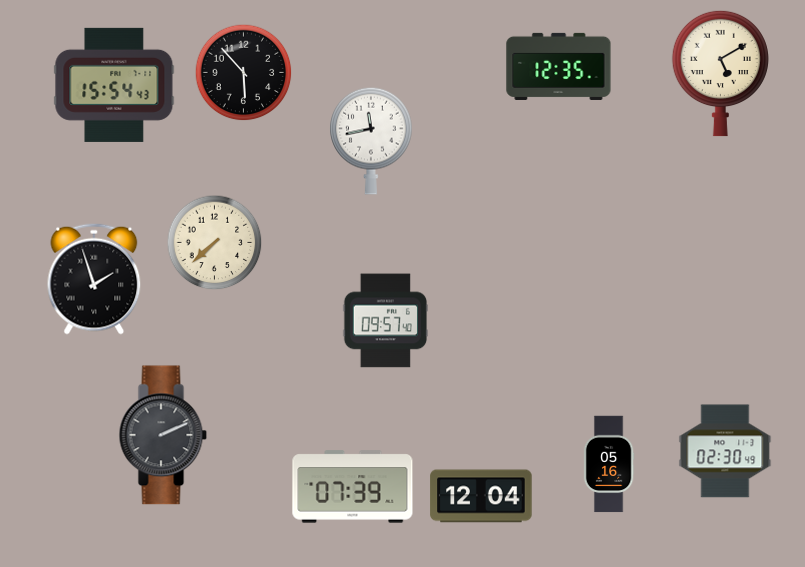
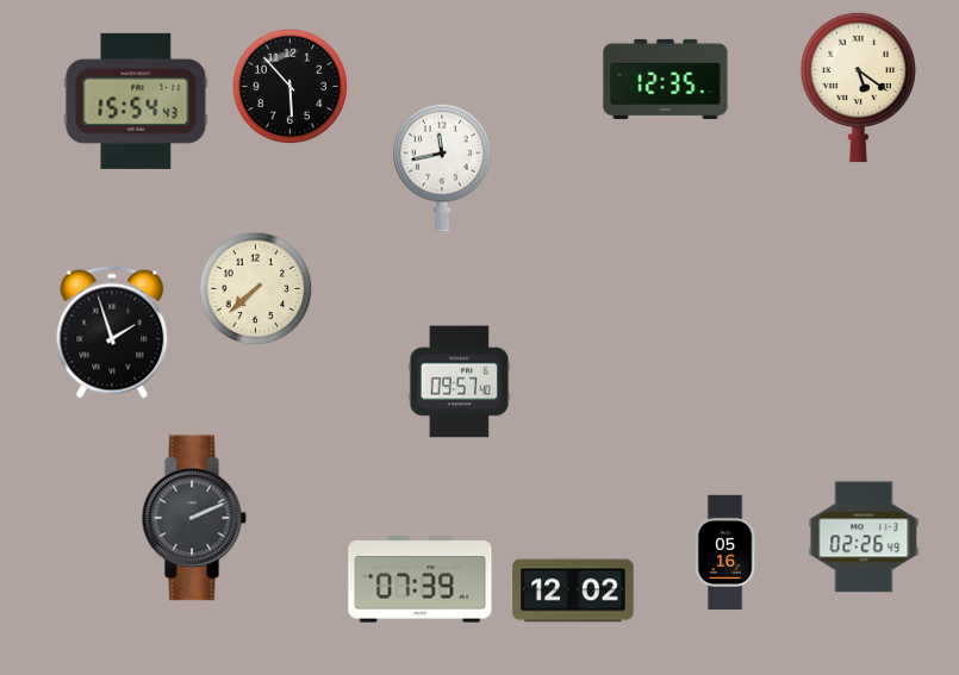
clock at (720, 73): 5:10 -> 5:21
clock at (725, 451): 02:30 -> 02:26
clock at (481, 496): 12:04 -> 12:02
